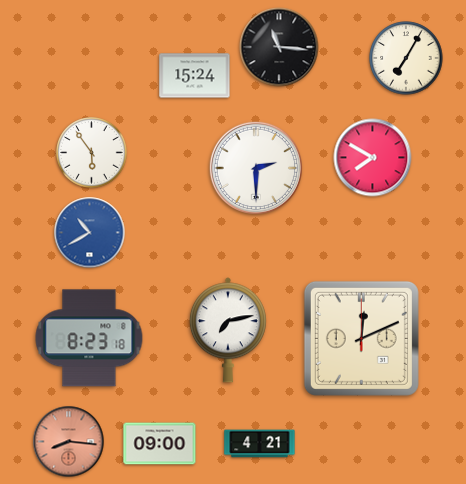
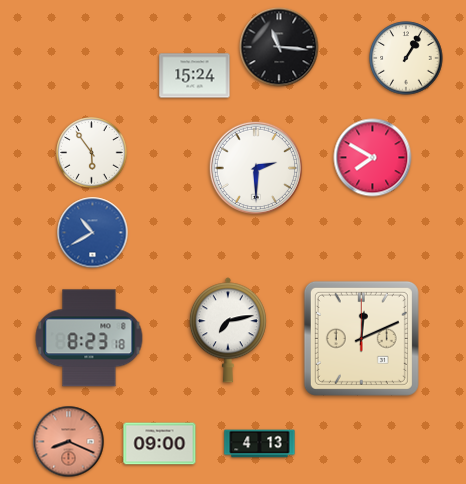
clock at (406, 58): 7:05 -> 1:05
clock at (90, 233) position: (90, 233) -> (93, 233)
clock at (69, 442): 8:16 -> 8:19
clock at (260, 444): 4:21 -> 4:13
